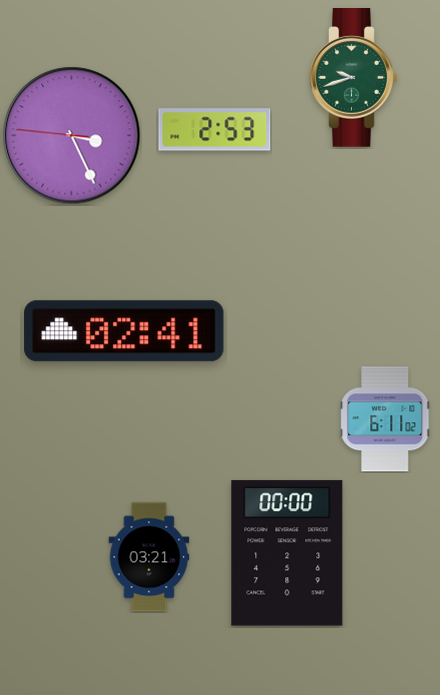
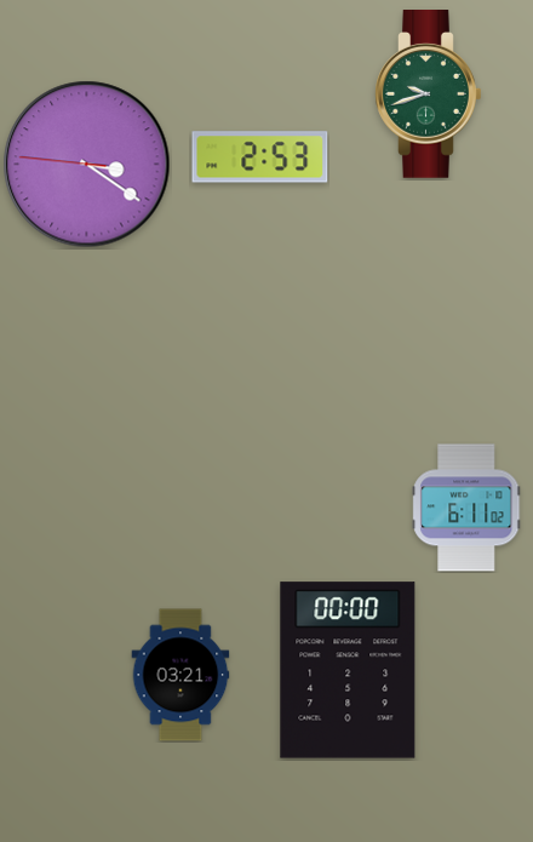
clock at (72, 136): 3:25 -> 3:20
clock at (124, 331): 02:41 -> none
